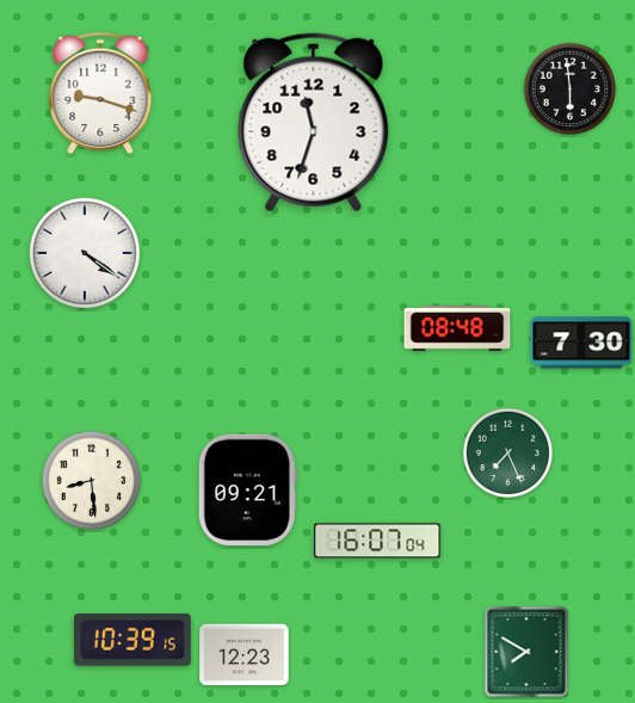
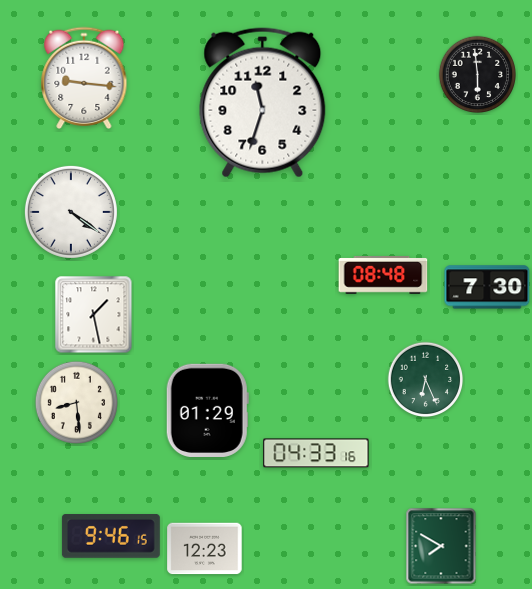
clock at (100, 93): 9:18 -> 9:16
clock at (94, 315): none -> 1:28
clock at (508, 454): 7:26 -> 6:26
clock at (247, 489): 09:21 -> 01:29
clock at (377, 541): 16:07 -> 04:33
clock at (132, 641): 10:39 -> 9:46
